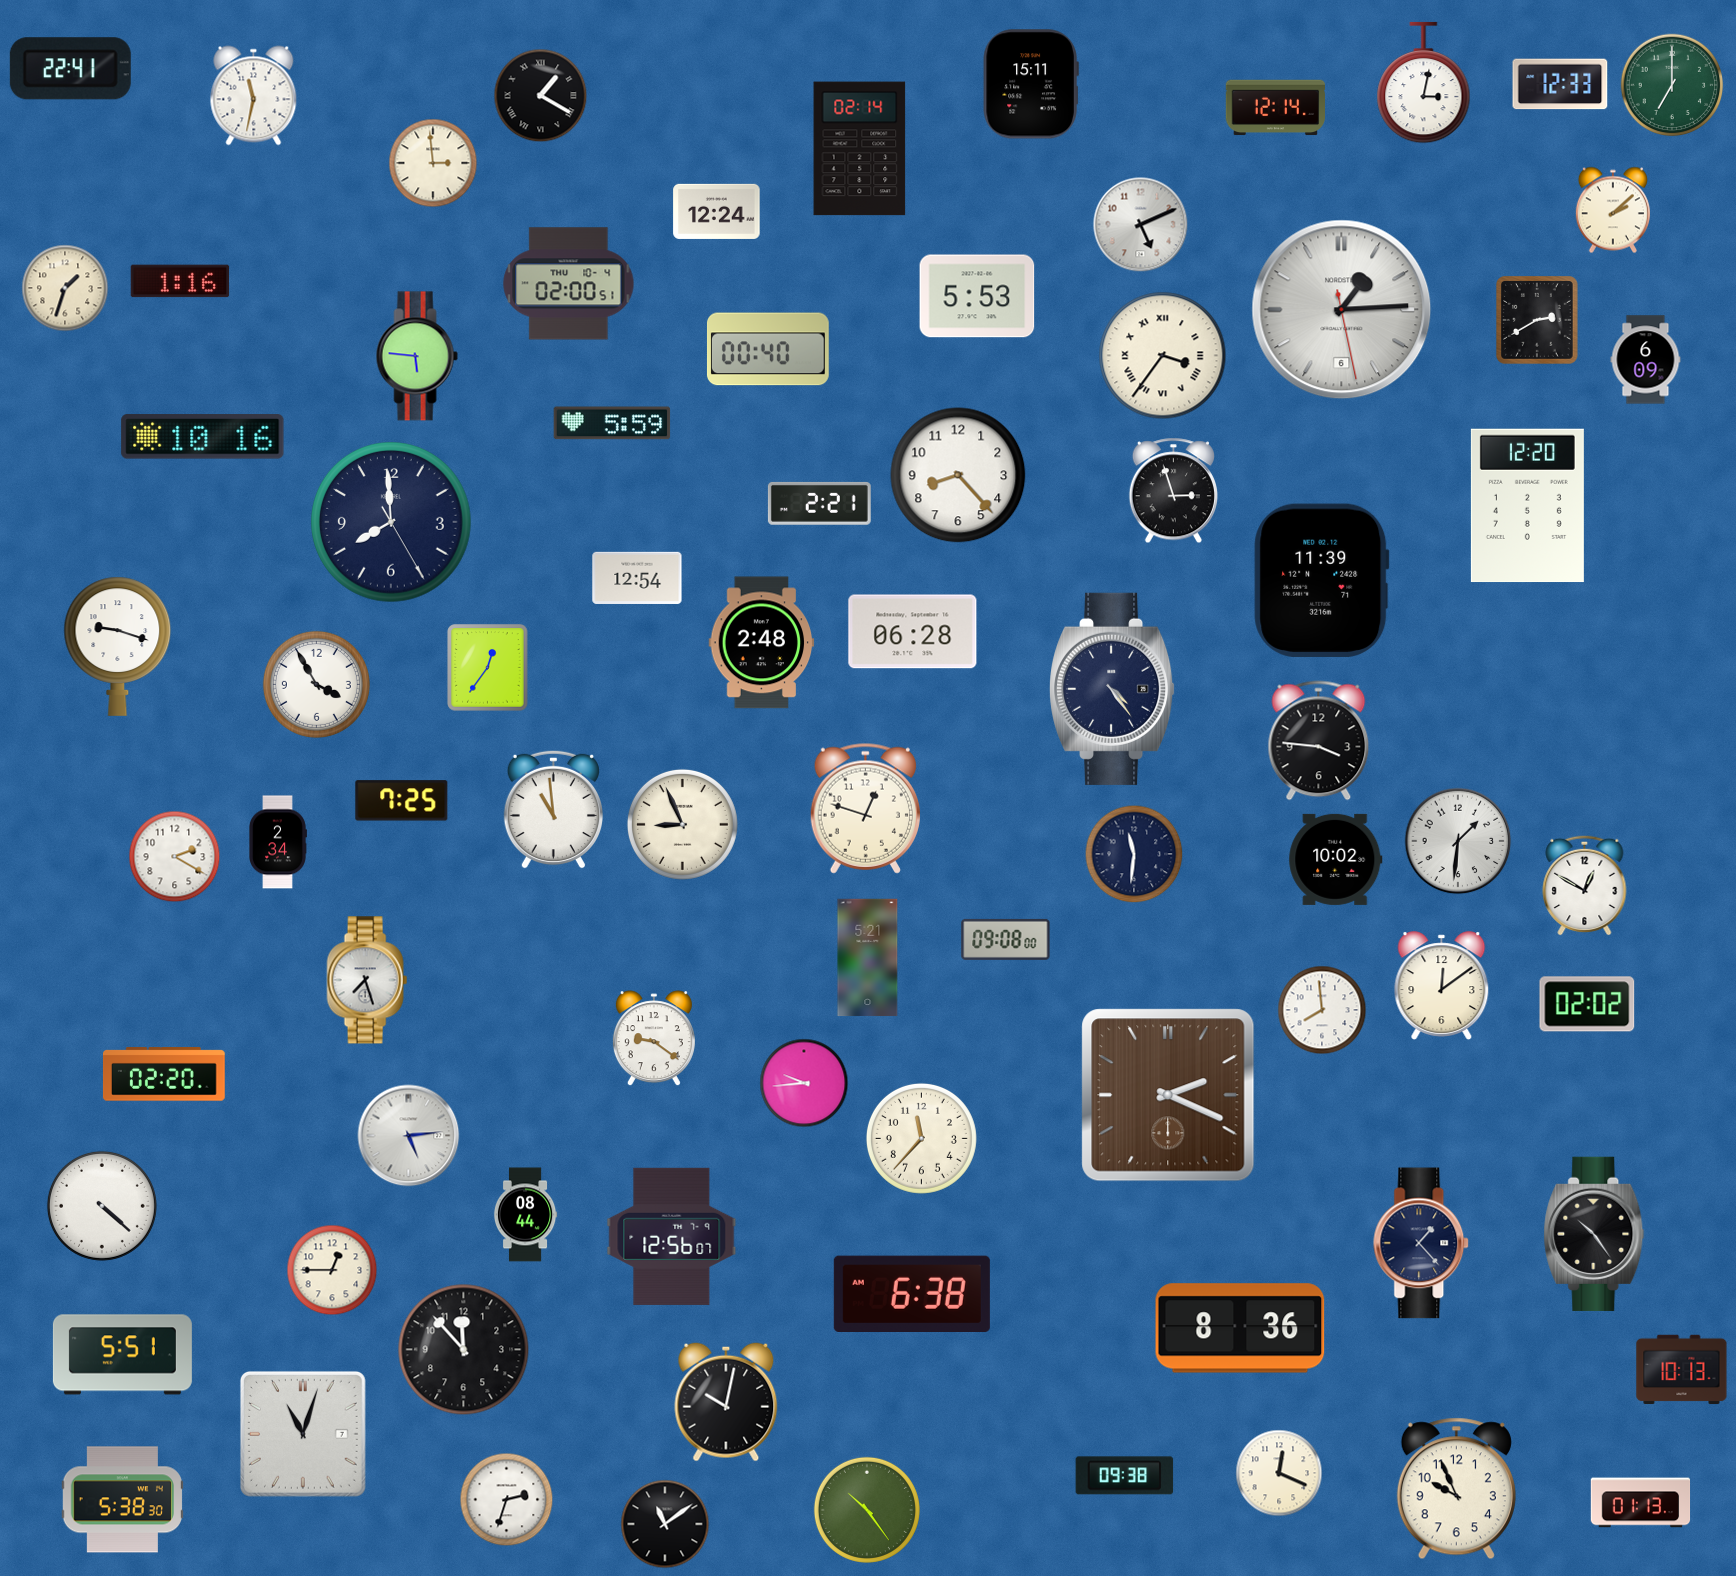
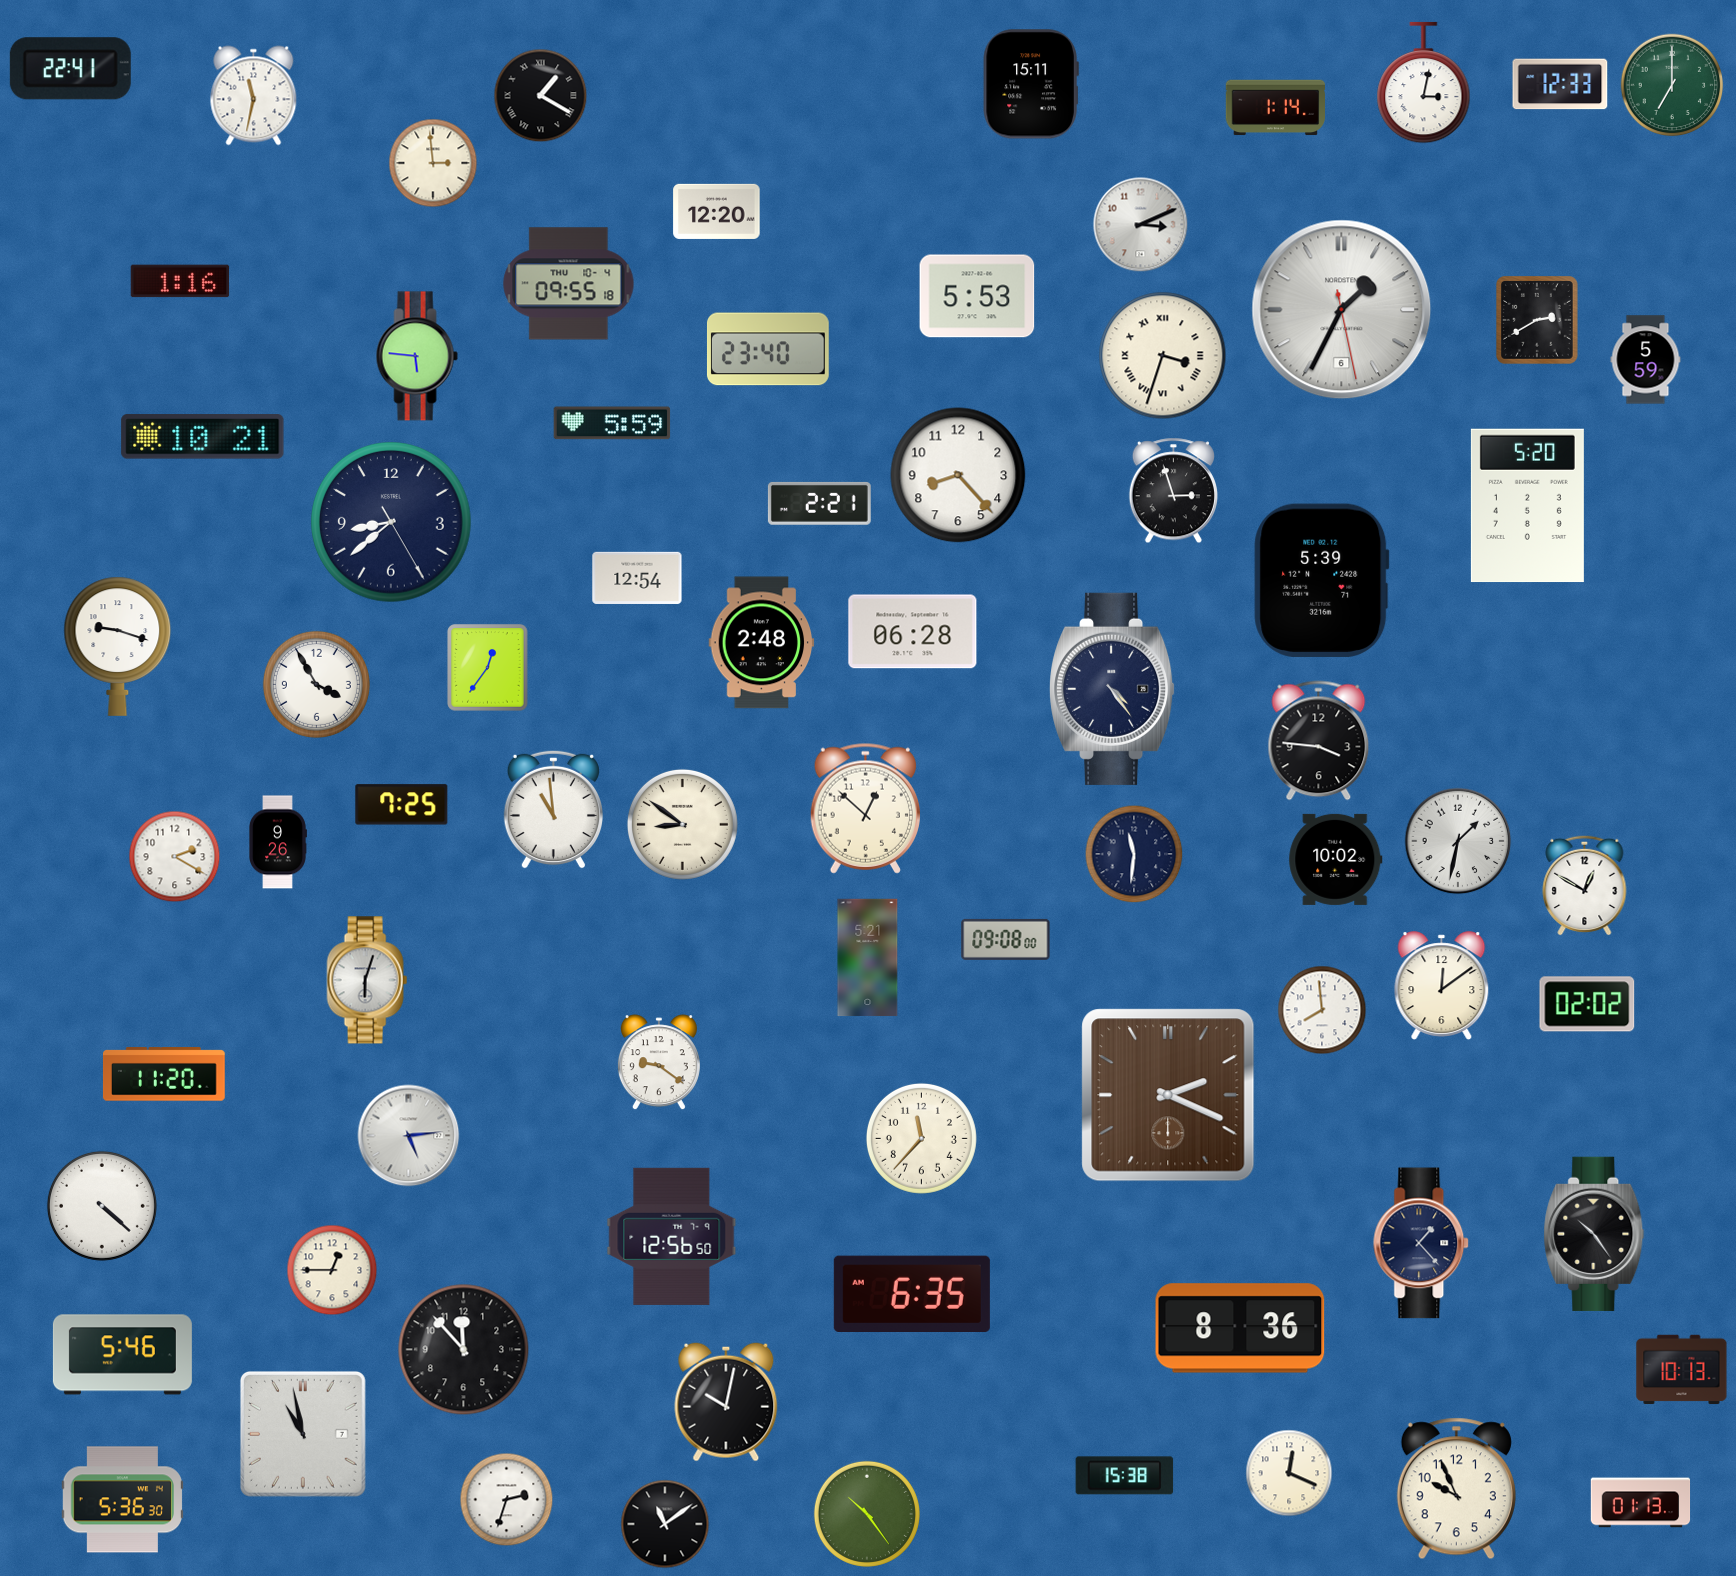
clock at (1276, 108): 12:14 -> 1:14
clock at (860, 149): 02:14 -> none
clock at (1613, 210): 2:08 -> none
clock at (717, 211): 12:24 -> 12:20
clock at (1141, 225): 5:11 -> 3:11
clock at (569, 284): 02:00 -> 09:55
clock at (65, 288): 1:33 -> none
clock at (1342, 310): 1:14 -> 1:34
clock at (768, 349): 00:40 -> 23:40
clock at (1163, 356): 3:36 -> 3:33
clock at (1646, 360): 6:09 -> 5:59
clock at (203, 437): 10:16 -> 10:21
clock at (1527, 506): 12:20 -> 5:20
clock at (391, 522): 7:59 -> 8:38
clock at (1322, 580): 11:39 -> 5:39
clock at (402, 801) position: (402, 801) -> (402, 805)
clock at (865, 808): 12:48 -> 12:52
clock at (682, 824): 8:56 -> 8:51
clock at (1458, 841): 1:31 -> 1:32
clock at (278, 842): 2:34 -> 9:26
clock at (367, 980): 7:27 -> 6:03
clock at (654, 1039) position: (654, 1039) -> (659, 1063)
clock at (164, 1074): 02:20 -> 11:20
clock at (804, 1083): 9:44 -> none
clock at (525, 1215): 08:44 -> none
clock at (672, 1236): 12:56:07 -> 12:56:50
clock at (912, 1293): 6:38 -> 6:35
clock at (122, 1355): 5:51 -> 5:46
clock at (303, 1434): 11:03 -> 10:58
clock at (1279, 1473) position: (1279, 1473) -> (1289, 1473)
clock at (1125, 1476): 09:38 -> 15:38
clock at (122, 1500): 5:38 -> 5:36
clock at (867, 1510) position: (867, 1510) -> (867, 1514)
